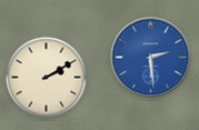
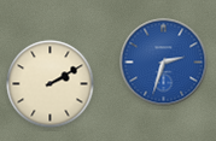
clock at (151, 58): 2:29 -> 2:33
